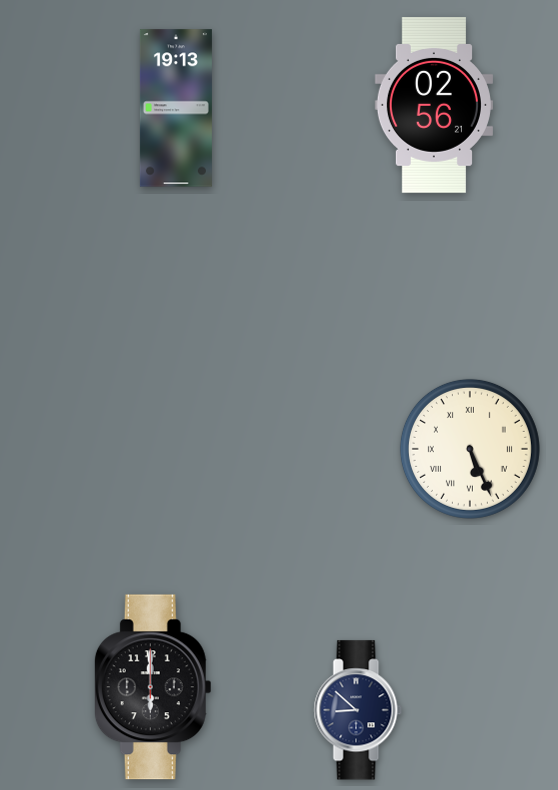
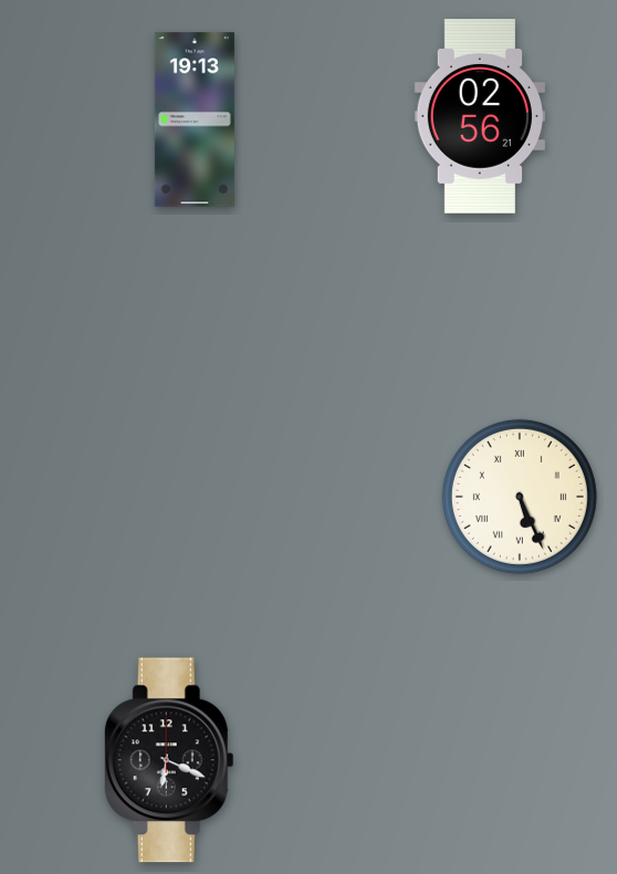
clock at (153, 687): 6:00 -> 6:19
clock at (358, 710): 8:52 -> none
